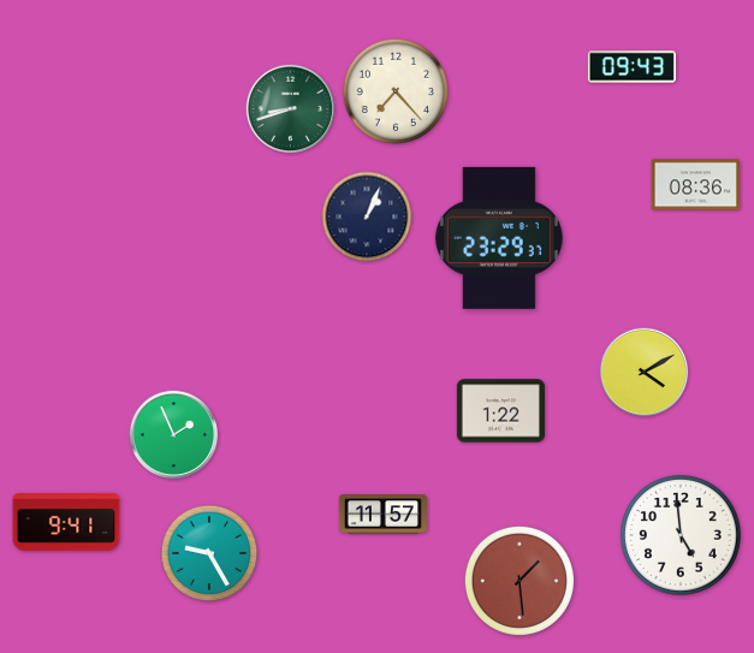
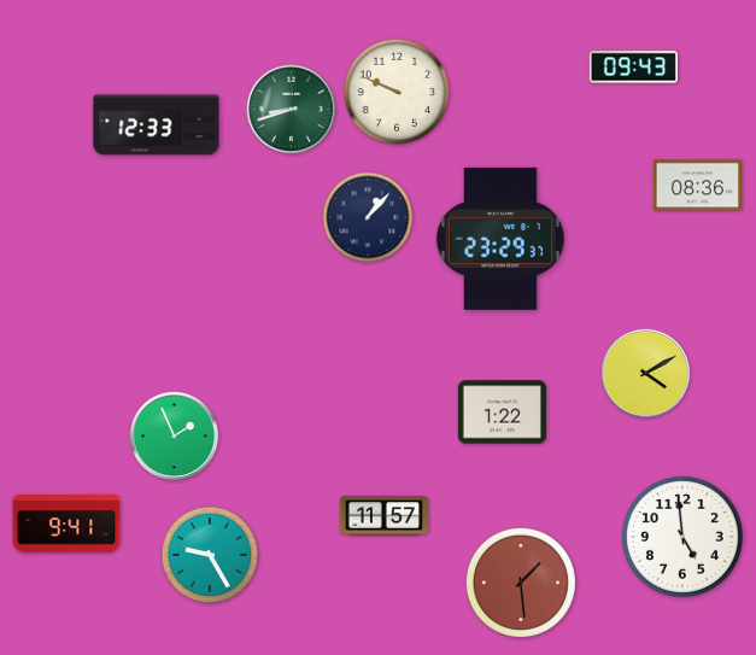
clock at (394, 90): 7:23 -> 9:49
clock at (157, 125): none -> 12:33
clock at (367, 216): 1:04 -> 1:07
